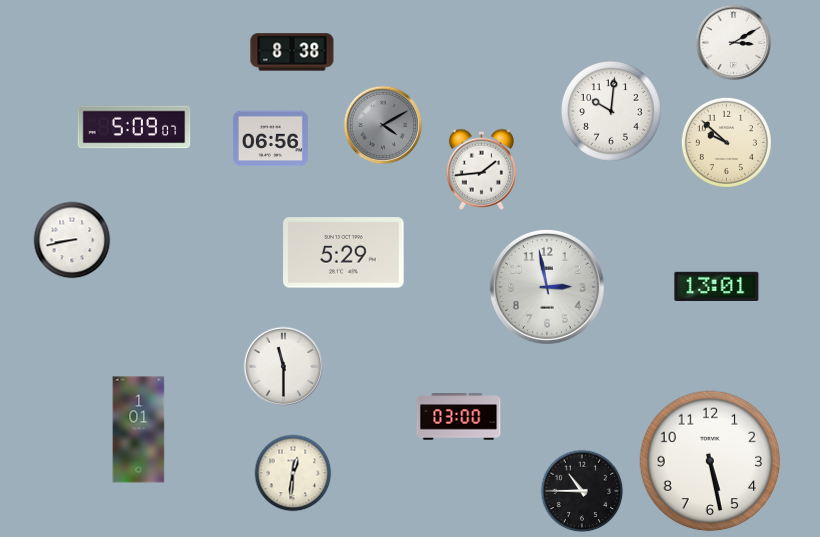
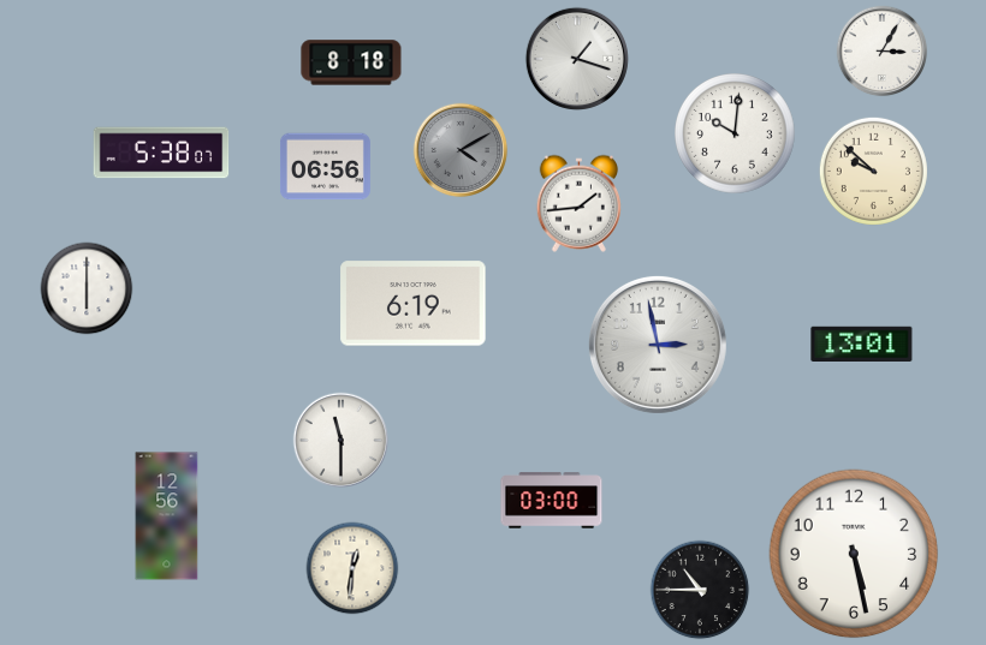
clock at (734, 43): 3:10 -> 3:05
clock at (577, 59): none -> 1:18
clock at (292, 52): 8:38 -> 8:18
clock at (134, 127): 5:09 -> 5:38
clock at (72, 240): 8:43 -> 6:00
clock at (344, 253): 5:29 -> 6:19
clock at (139, 430): 1:01 -> 12:56
